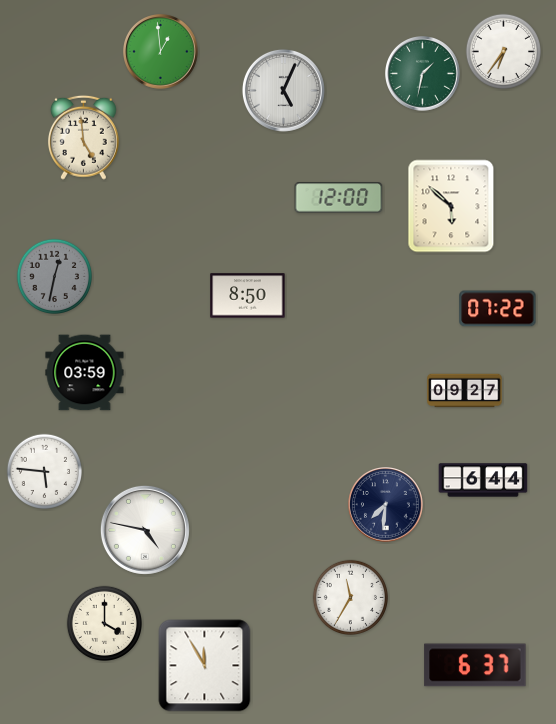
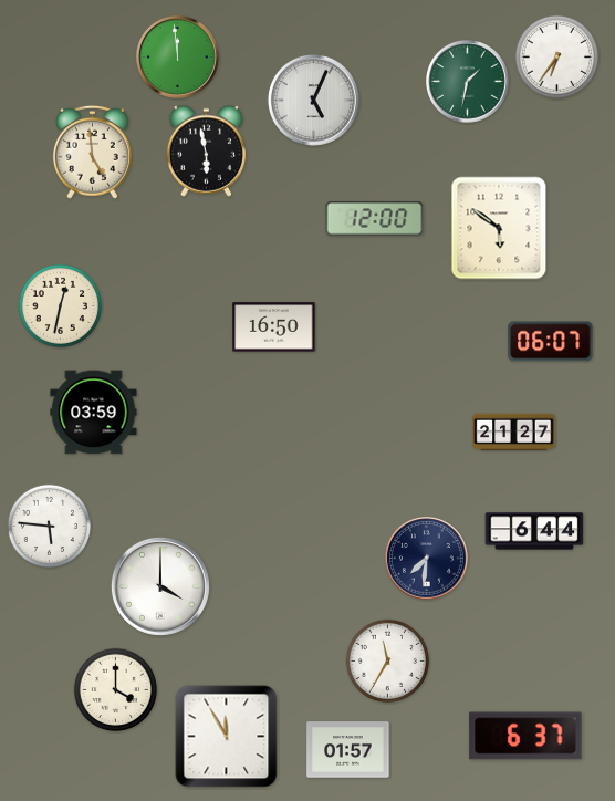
clock at (161, 52): 12:59 -> 11:59
clock at (206, 150): none -> 5:58
clock at (451, 206): 5:52 -> 5:51
clock at (54, 276) dial: grey -> cream
clock at (248, 296): 8:50 -> 16:50
clock at (498, 309): 07:22 -> 06:07
clock at (465, 391): 09:27 -> 21:27
clock at (44, 471) position: (44, 471) -> (49, 526)
clock at (145, 530): 4:47 -> 4:00
clock at (348, 750): none -> 01:57
